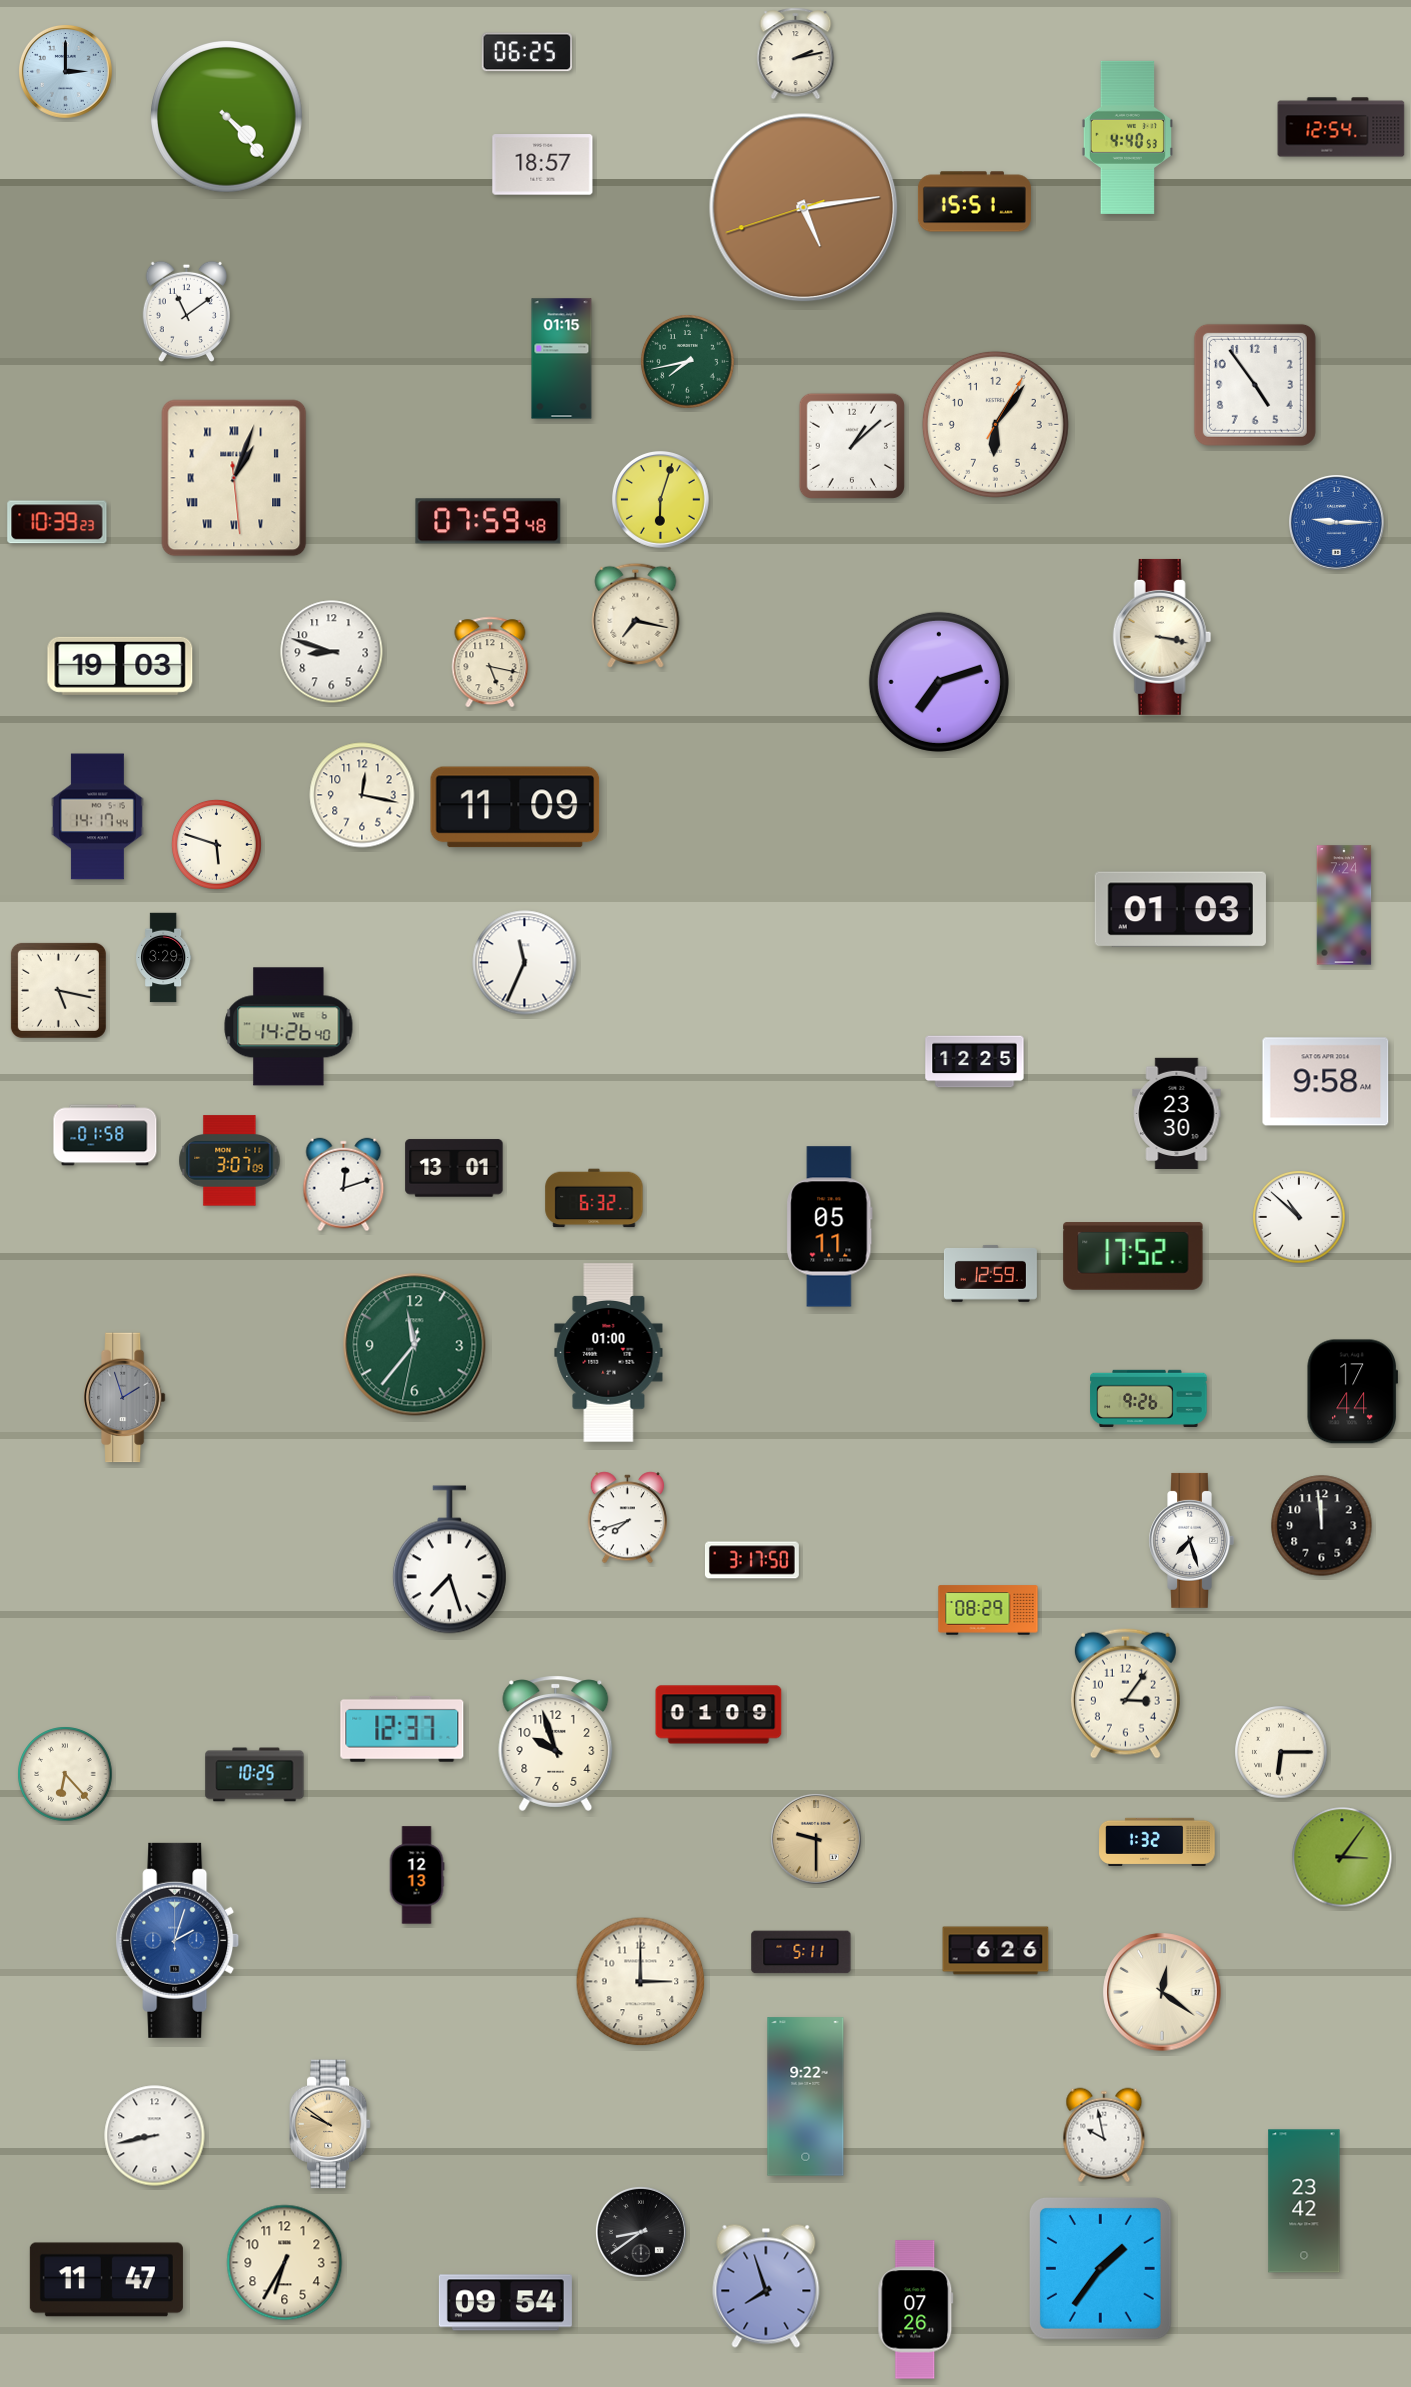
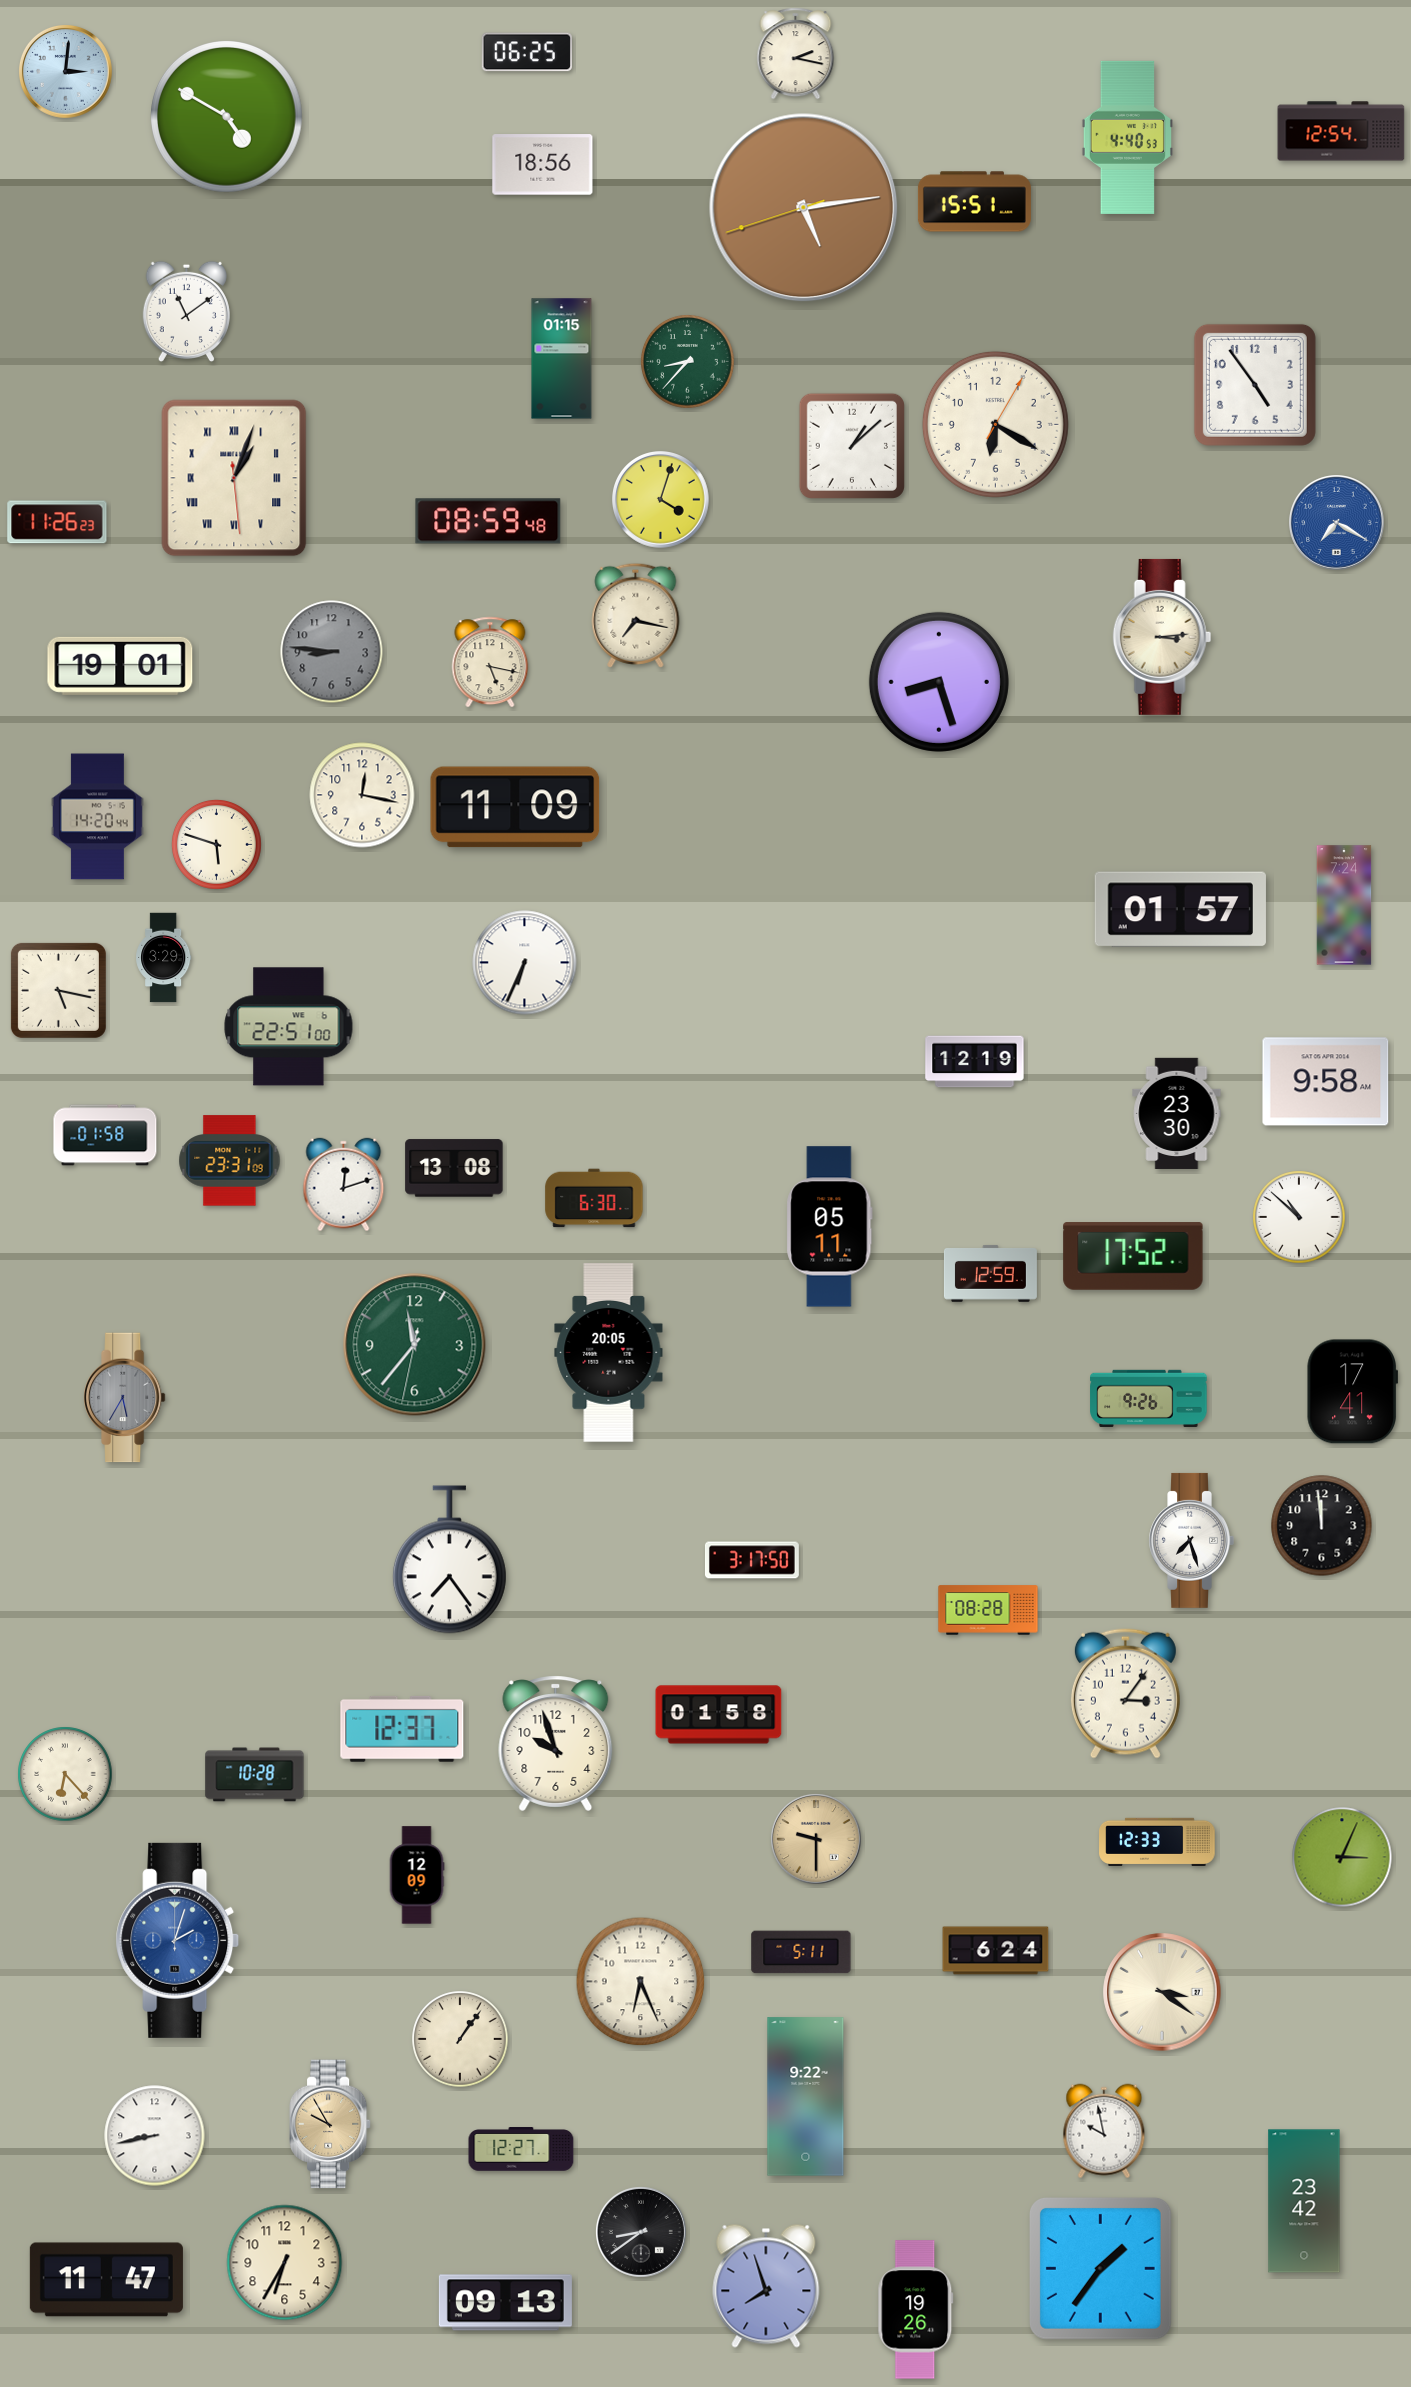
clock at (796, 54): 2:13 -> 2:17
clock at (66, 72): 3:00 -> 3:01
clock at (227, 117): 4:23 -> 4:50
clock at (1341, 127) position: (1341, 127) -> (1341, 131)
clock at (543, 165): 18:57 -> 18:56
clock at (688, 362): 7:43 -> 8:37
clock at (995, 424): 6:06 -> 6:20
clock at (661, 500): 6:03 -> 4:03
clock at (488, 521): 07:59 -> 08:59
clock at (57, 522): 10:39 -> 11:26
clock at (1337, 523): 9:15 -> 7:20
clock at (1162, 637): 3:17 -> 3:14
clock at (332, 652): 8:48 -> 8:46
clock at (332, 652) dial: white -> grey
clock at (120, 666): 19:03 -> 19:01
clock at (939, 682): 7:12 -> 8:27
clock at (97, 817): 14:17 -> 14:20
clock at (1180, 910): 01:03 -> 01:57
clock at (525, 963): 11:34 -> 6:34
clock at (289, 1027): 14:26 -> 22:51
clock at (975, 1062): 12:25 -> 12:19
clock at (230, 1161): 3:07 -> 23:31
clock at (454, 1168): 13:01 -> 13:08
clock at (594, 1198): 6:32 -> 6:30
clock at (609, 1353): 01:00 -> 20:05
clock at (1352, 1392): 17:44 -> 17:41
clock at (124, 1398): 1:57 -> 5:35
clock at (627, 1518): 7:42 -> none
clock at (449, 1560): 7:27 -> 7:24
clock at (988, 1610): 08:29 -> 08:28
clock at (719, 1715): 01:09 -> 01:58
clock at (1281, 1752): 6:15 -> none
clock at (255, 1775): 10:25 -> 10:28
clock at (1157, 1841): 1:32 -> 12:33
clock at (1342, 1857): 3:06 -> 3:04
clock at (417, 1875): 12:13 -> 12:09
clock at (996, 1951): 6:26 -> 6:24
clock at (641, 1982): 3:00 -> 6:26
clock at (1162, 1992): 12:21 -> 3:21
clock at (460, 2039): none -> 1:06
clock at (330, 2124): 9:51 -> 9:55
clock at (1104, 2135) position: (1104, 2135) -> (1104, 2131)
clock at (521, 2149): none -> 12:27
clock at (505, 2303): 09:54 -> 09:13
clock at (916, 2310): 07:26 -> 19:26
